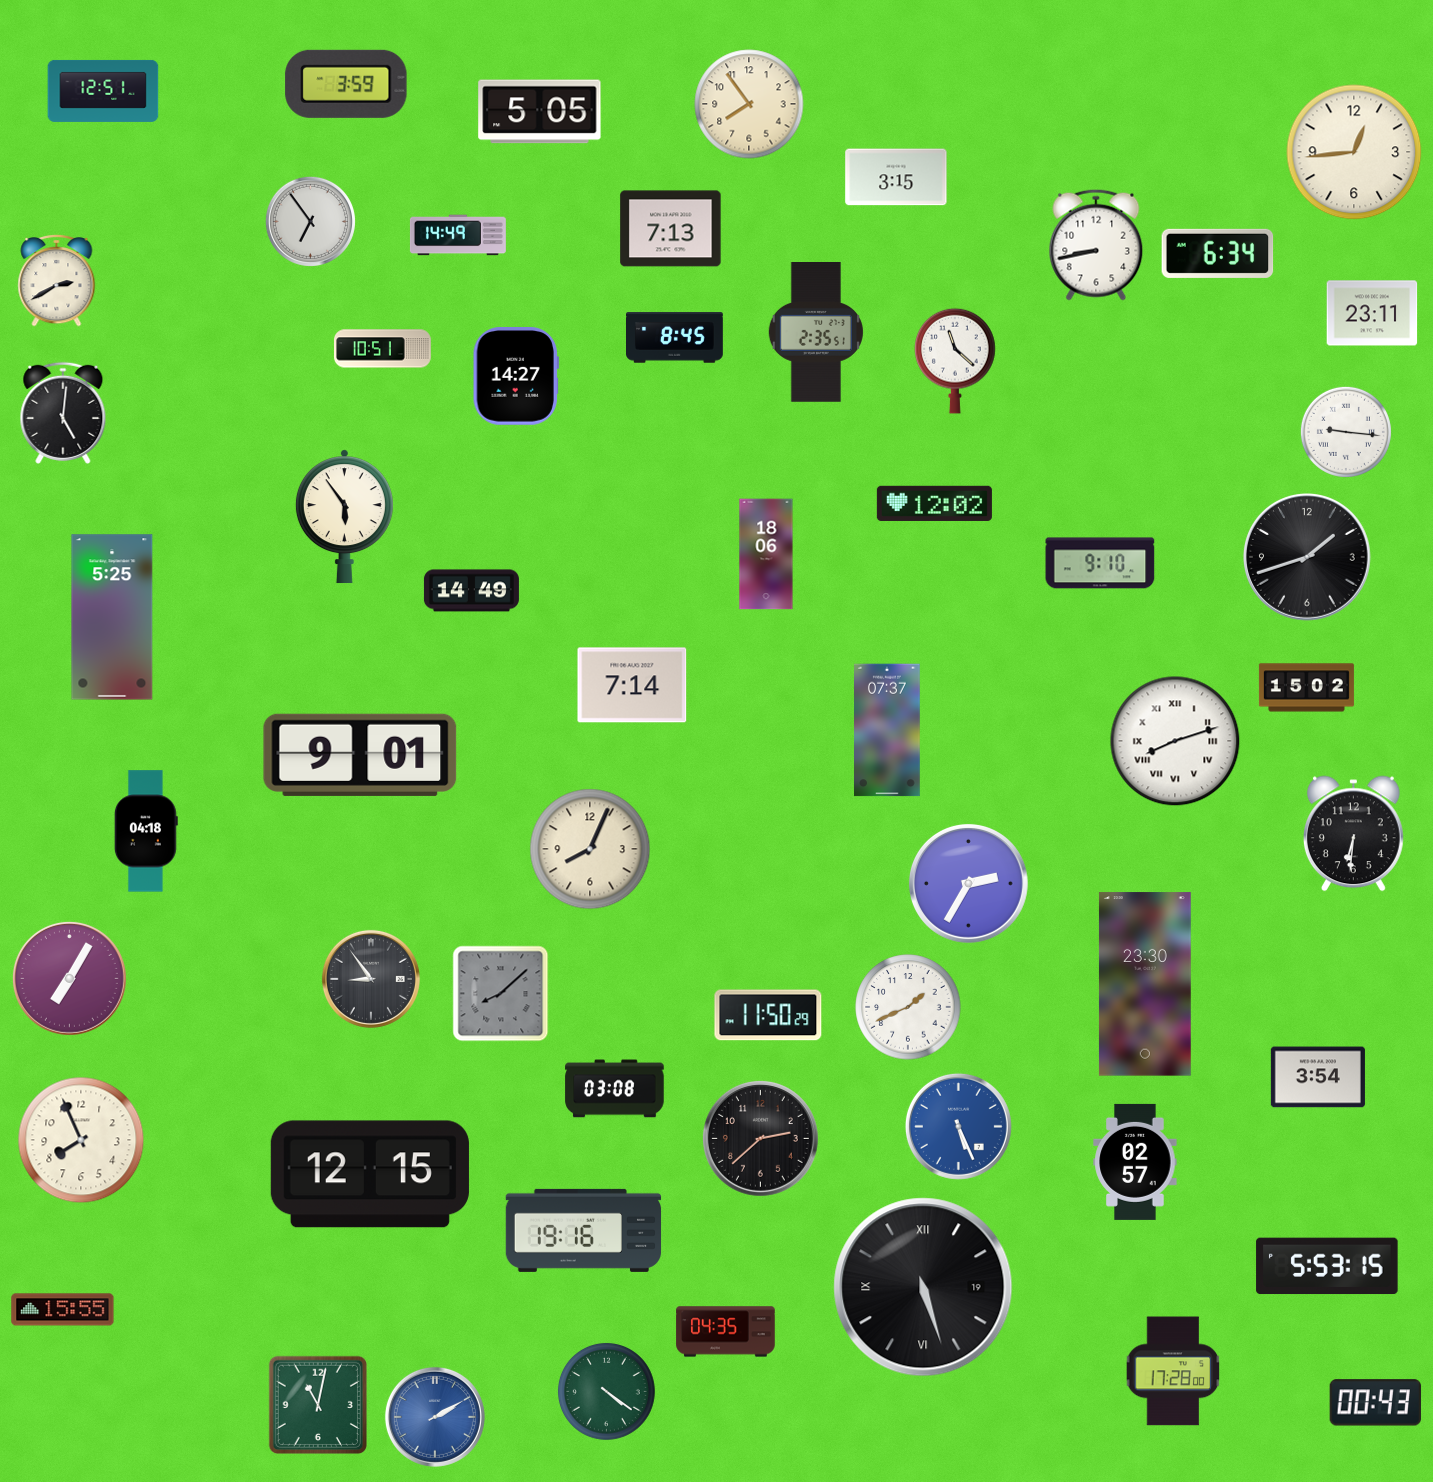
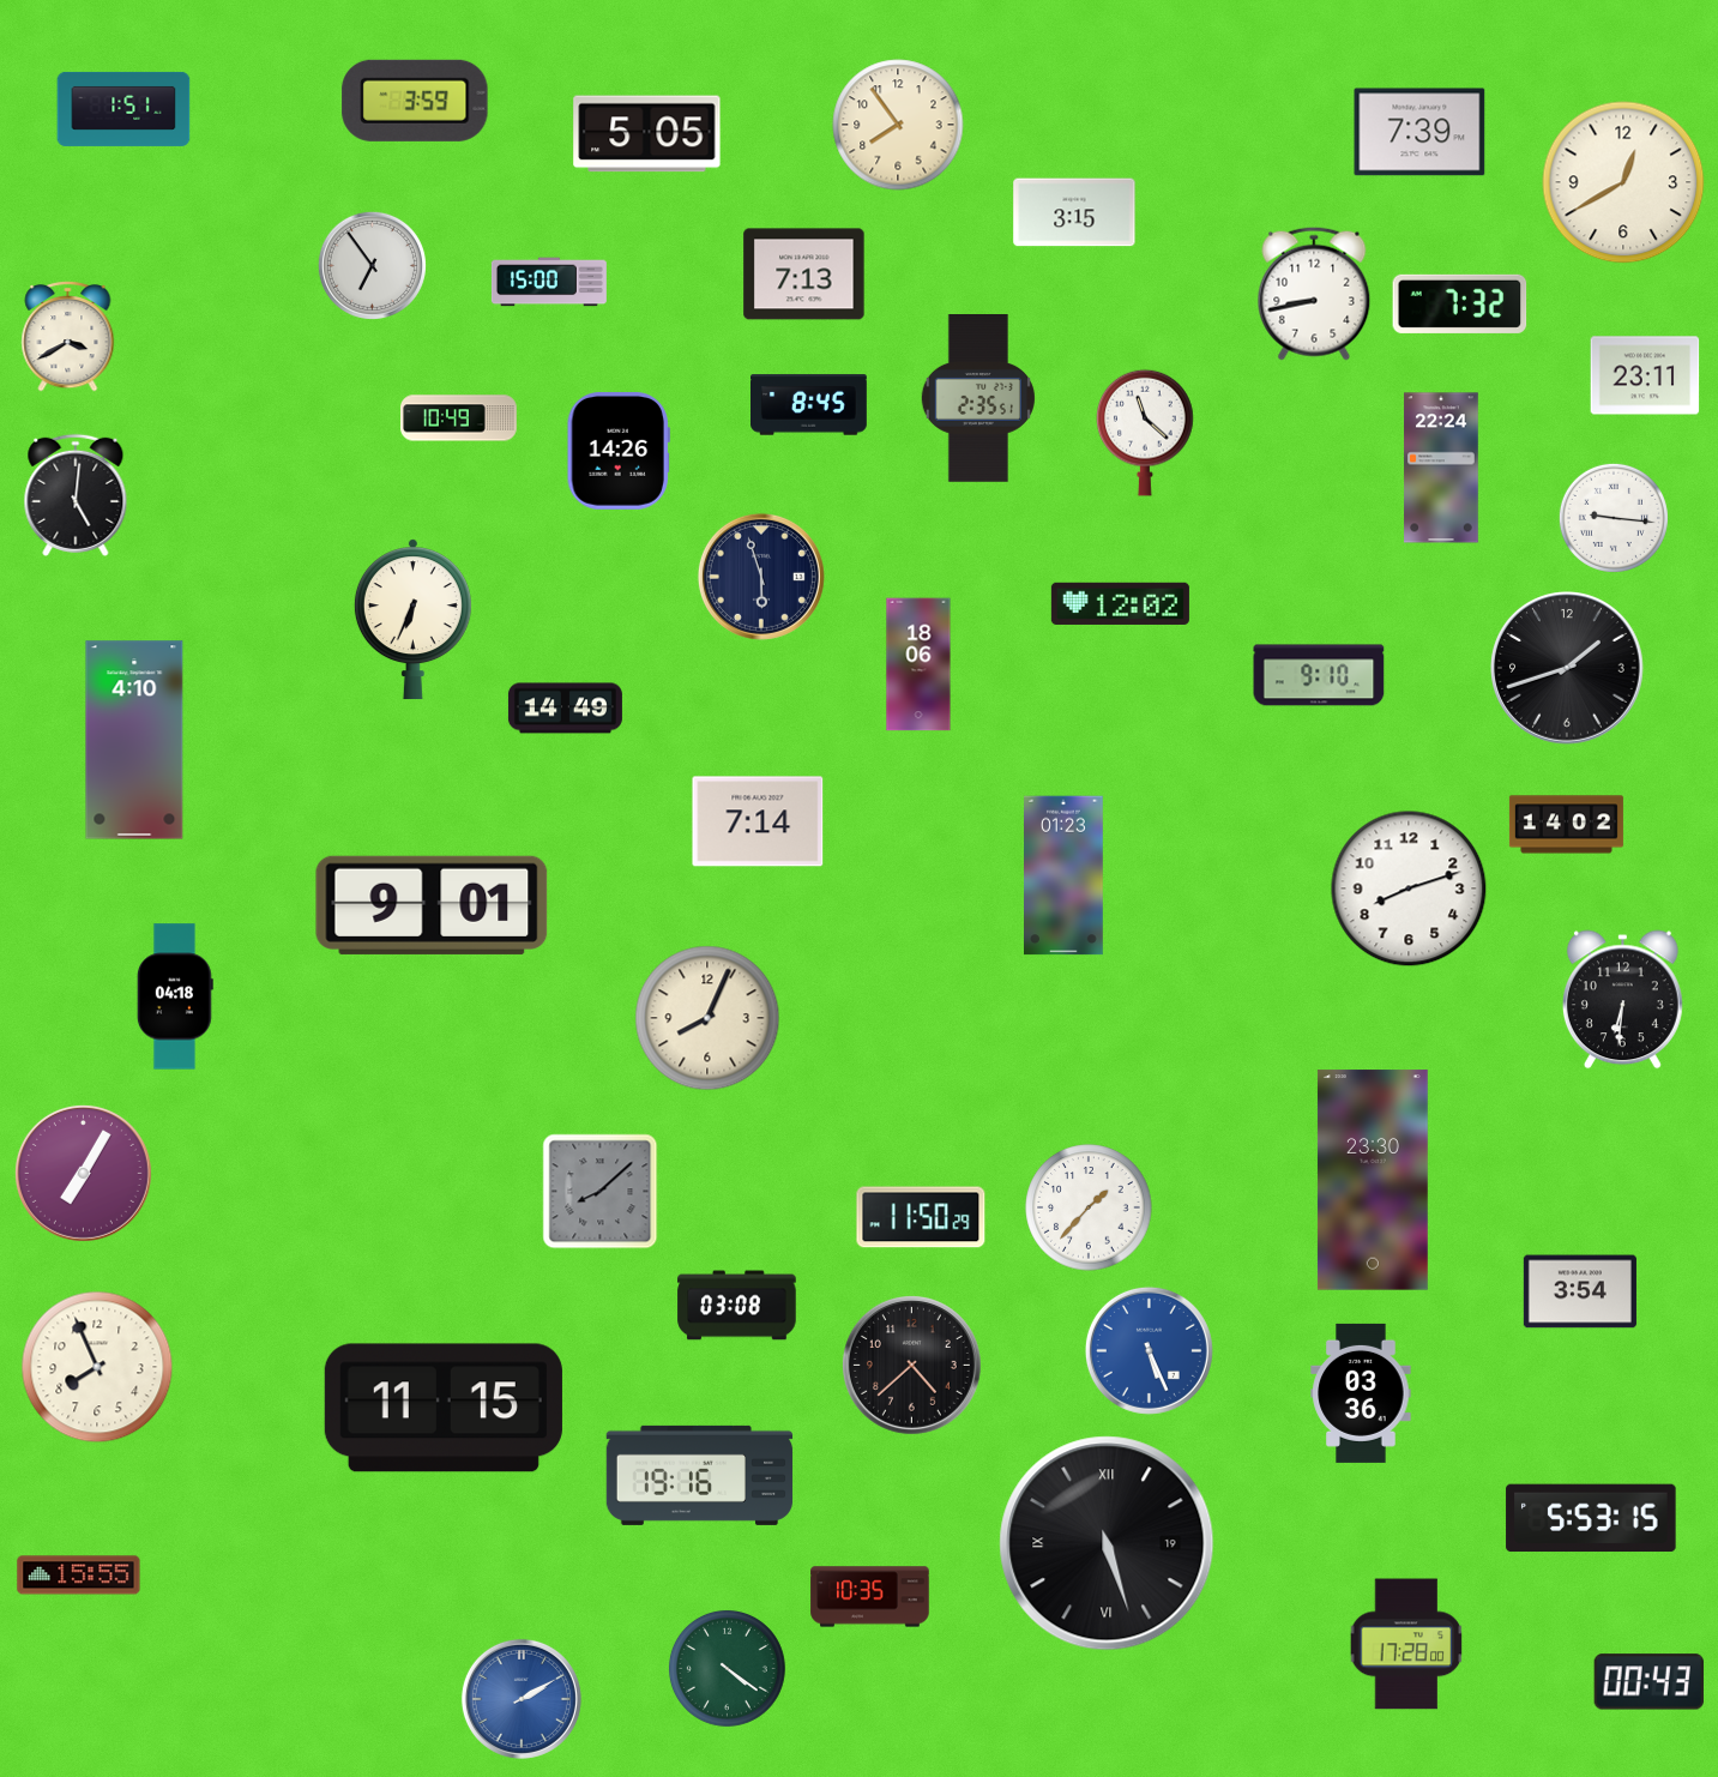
clock at (103, 91): 12:51 -> 1:51
clock at (1419, 132): none -> 7:39
clock at (1354, 152): 12:44 -> 12:40
clock at (458, 235): 14:49 -> 15:00
clock at (1218, 253): 6:34 -> 7:32
clock at (57, 281): 2:40 -> 3:40
clock at (383, 349): 10:51 -> 10:49
clock at (516, 377): 14:27 -> 14:26
clock at (1441, 468): none -> 22:24
clock at (761, 577): none -> 5:57
clock at (344, 517): 5:54 -> 6:34
clock at (112, 617): 5:25 -> 4:10
clock at (1306, 688): 15:02 -> 14:02
clock at (888, 730): 07:37 -> 01:23
clock at (1175, 741) numerals: Roman -> Arabic
clock at (968, 883): 2:35 -> none
clock at (371, 979): 8:54 -> none
clock at (908, 1007): 1:41 -> 1:37
clock at (760, 1138): 2:38 -> 4:38
clock at (1135, 1162): 02:57 -> 03:36
clock at (370, 1174): 12:15 -> 11:15
clock at (63, 1310) position: (63, 1310) -> (79, 1576)
clock at (726, 1332): 04:35 -> 10:35
clock at (317, 1404): 11:02 -> none
